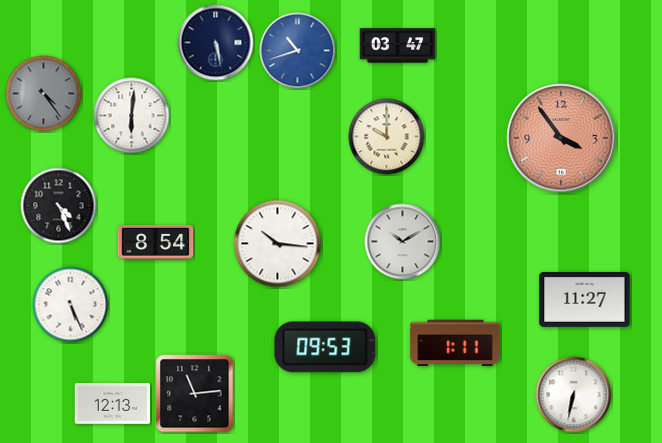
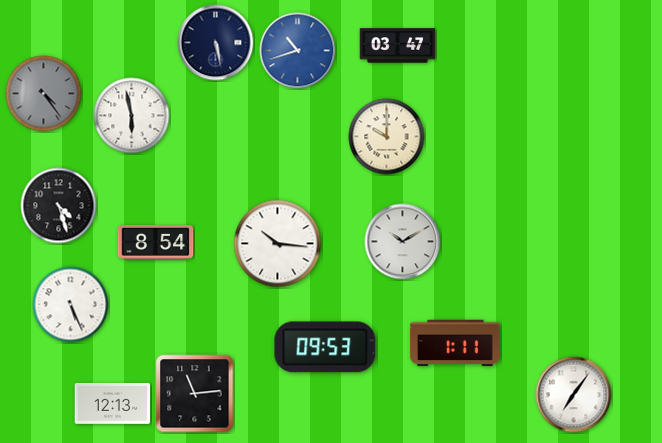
clock at (132, 116): 6:01 -> 5:58
clock at (561, 138): 3:54 -> none
clock at (59, 206): 4:26 -> 4:27
clock at (585, 299): 11:27 -> none
clock at (574, 395): 6:32 -> 7:06
